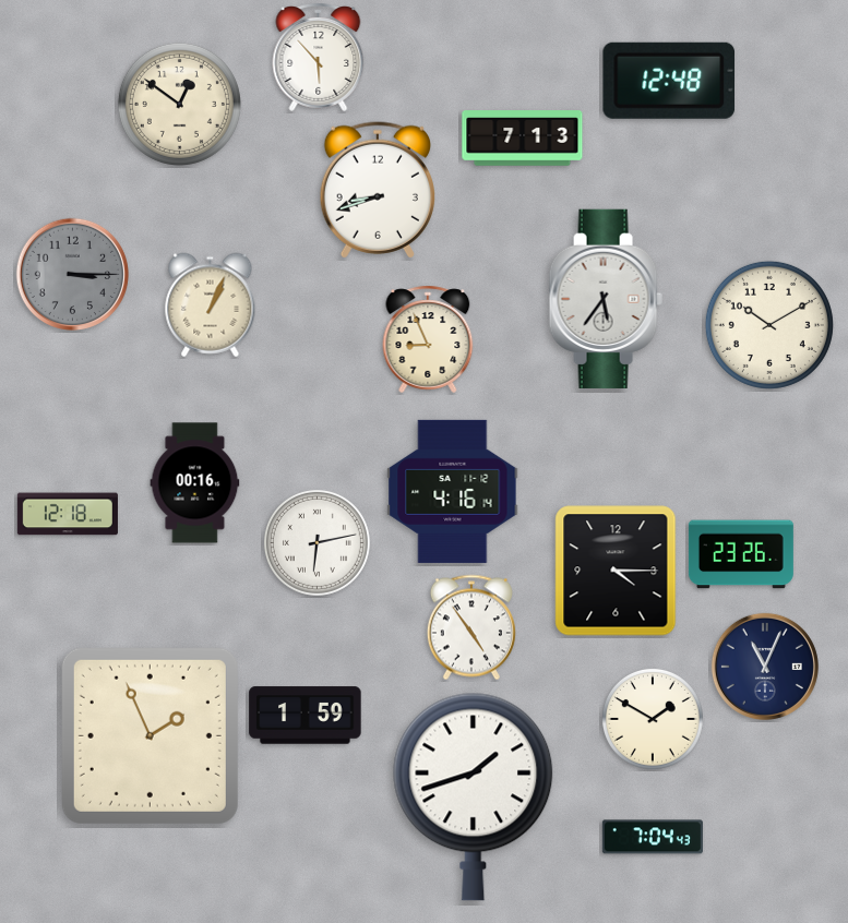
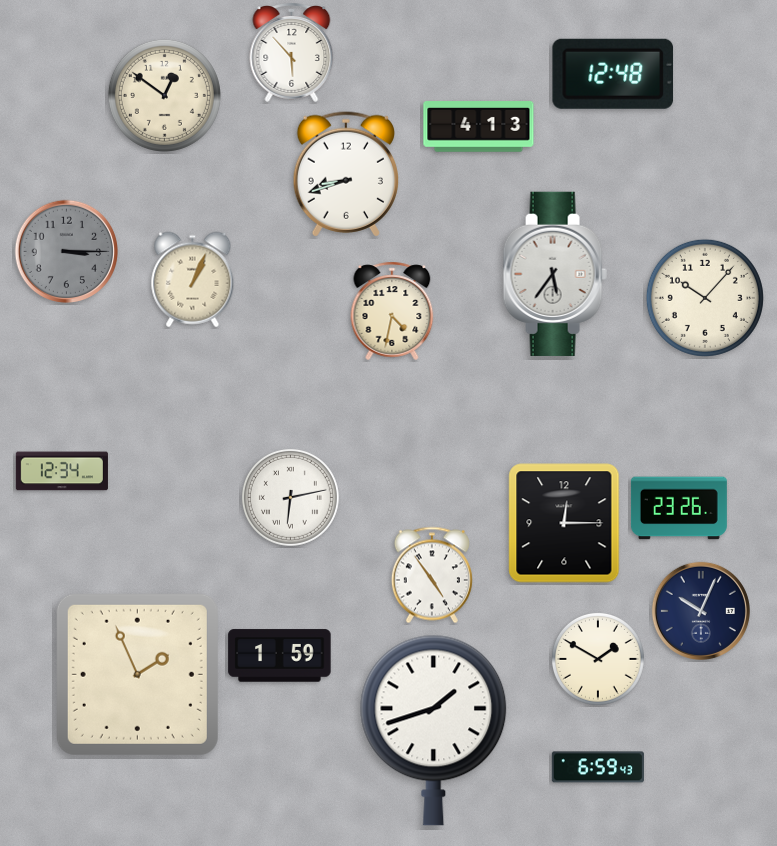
clock at (523, 139): 7:13 -> 4:13
clock at (769, 325): 10:10 -> 10:07
clock at (428, 339): 8:56 -> 4:32
clock at (195, 483): 00:16 -> none
clock at (453, 491): 4:16 -> none
clock at (68, 514): 12:18 -> 12:34
clock at (616, 571): 4:15 -> 12:15
clock at (765, 667): 11:04 -> 10:04
clock at (653, 837): 7:04 -> 6:59
